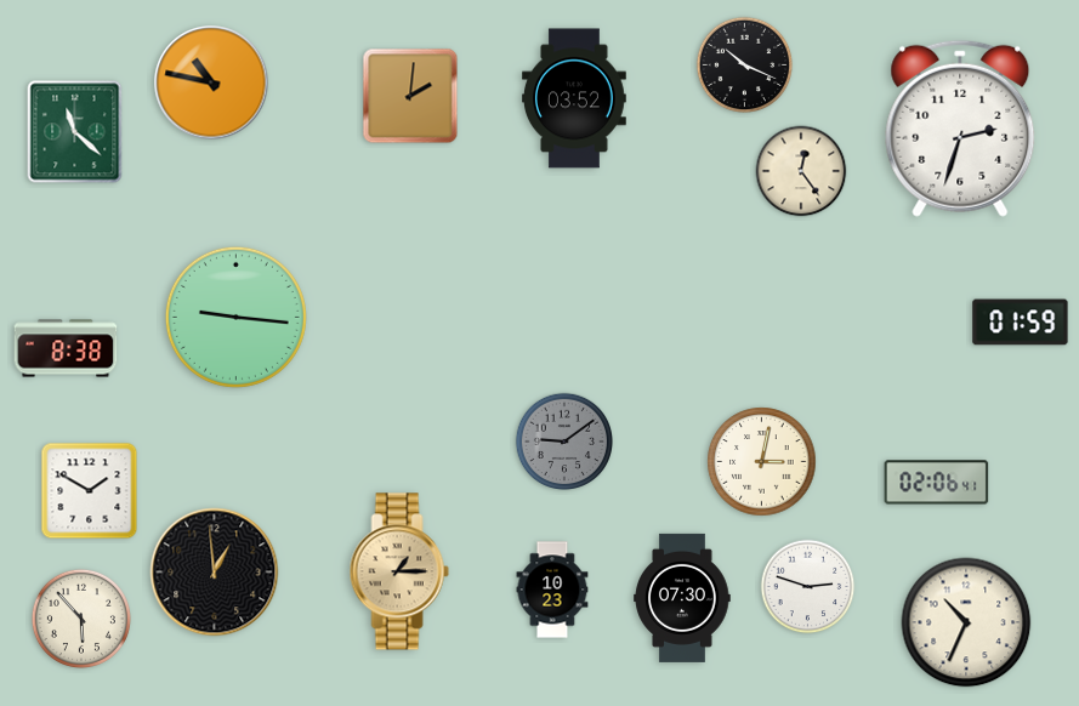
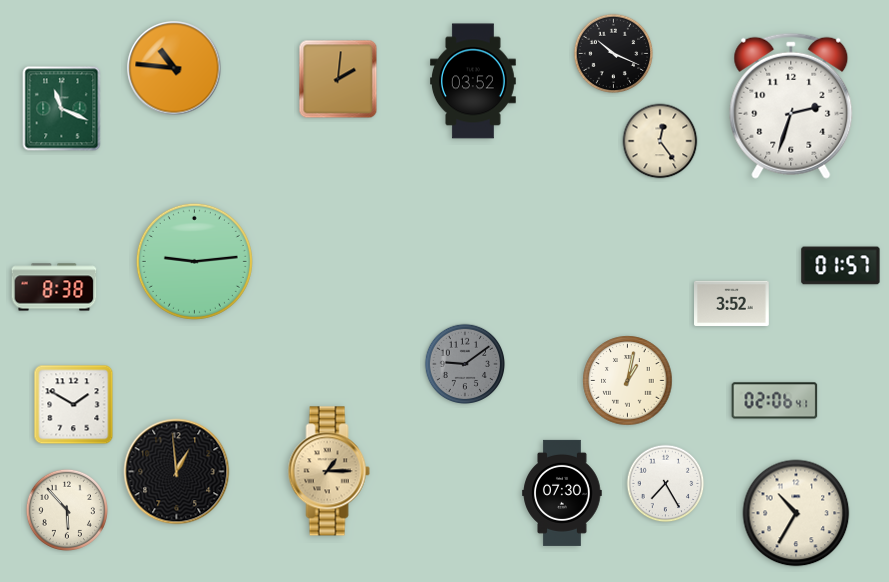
clock at (211, 82): 10:47 -> 10:46
clock at (75, 132): 11:22 -> 11:19
clock at (235, 317): 9:16 -> 9:14
clock at (1021, 323): 01:59 -> 01:57
clock at (732, 304): none -> 3:52
clock at (762, 462): 3:02 -> 1:02
clock at (937, 483) position: (937, 483) -> (775, 401)
clock at (808, 587): 2:48 -> 7:25
clock at (552, 590): 10:23 -> none
clock at (966, 622): 10:34 -> 10:35
